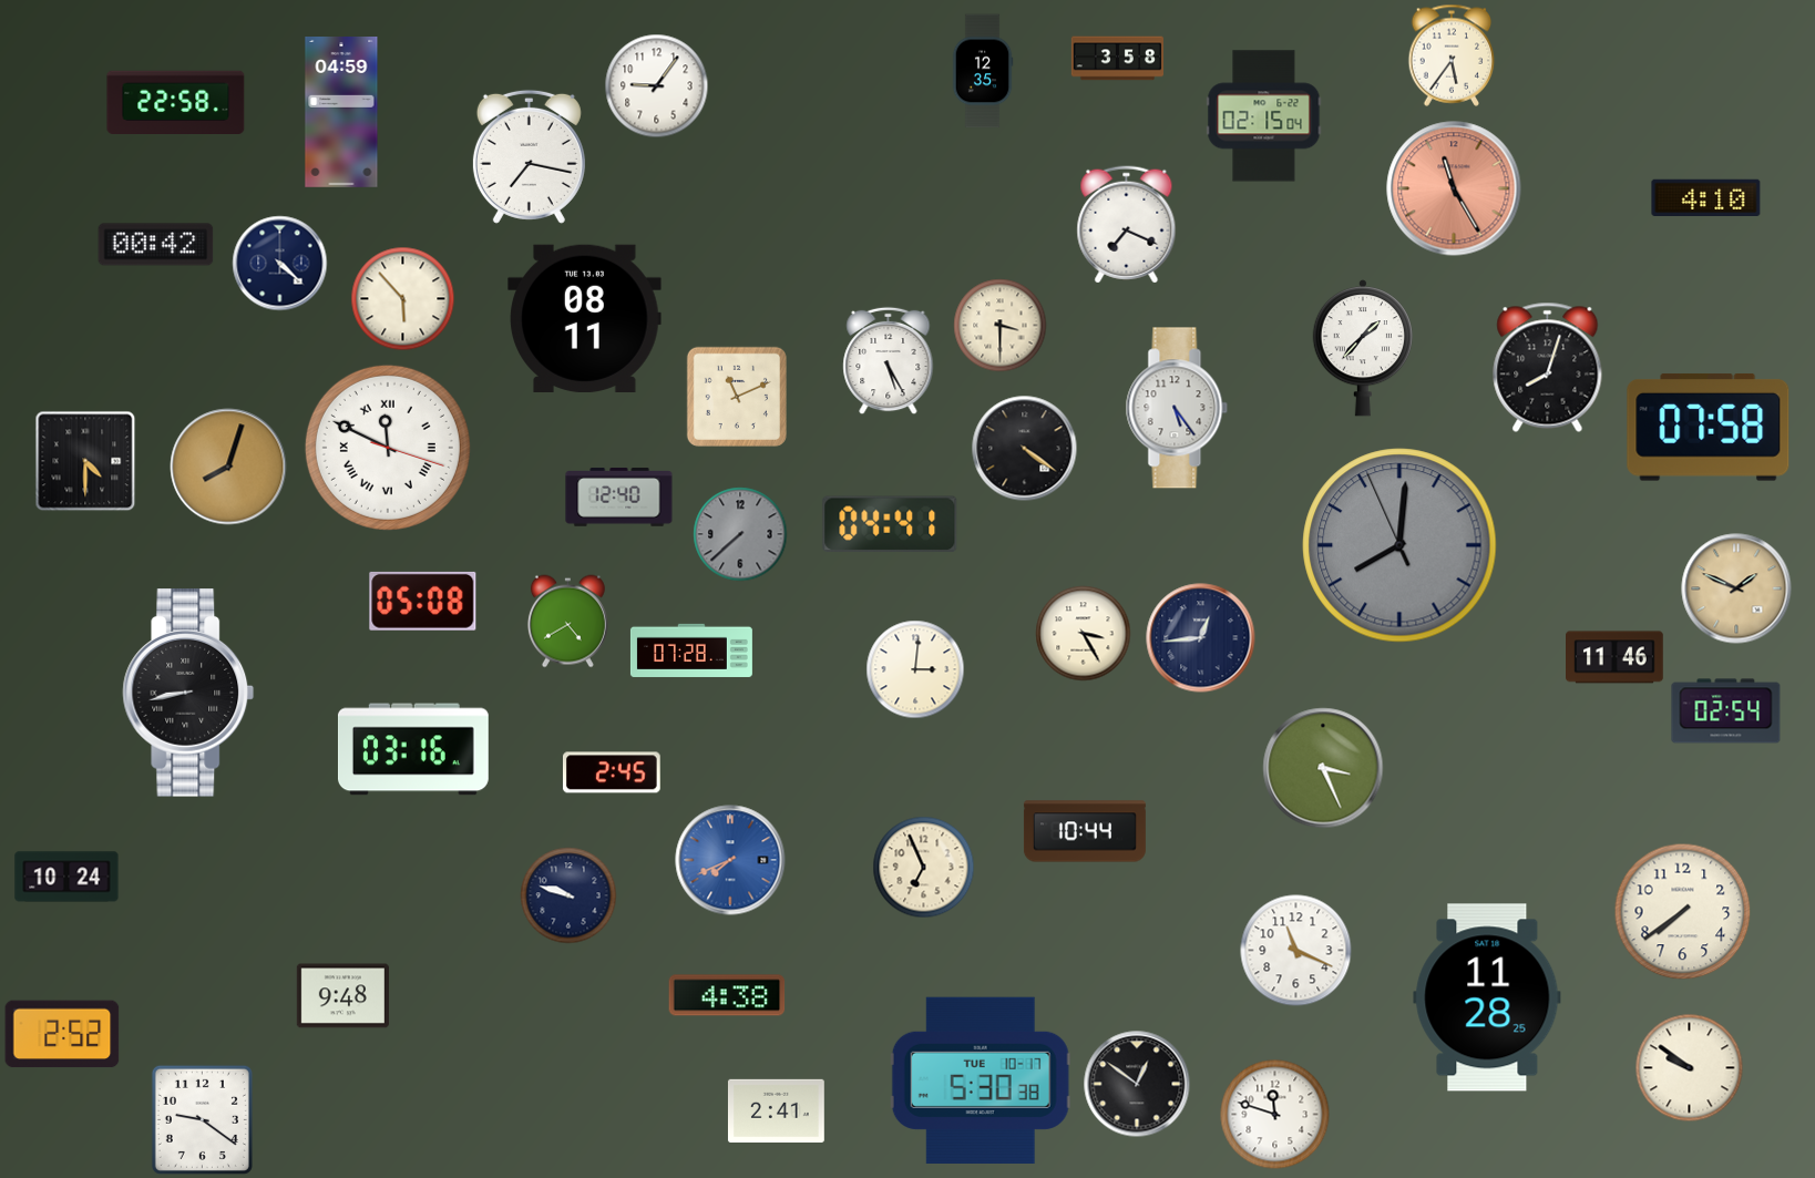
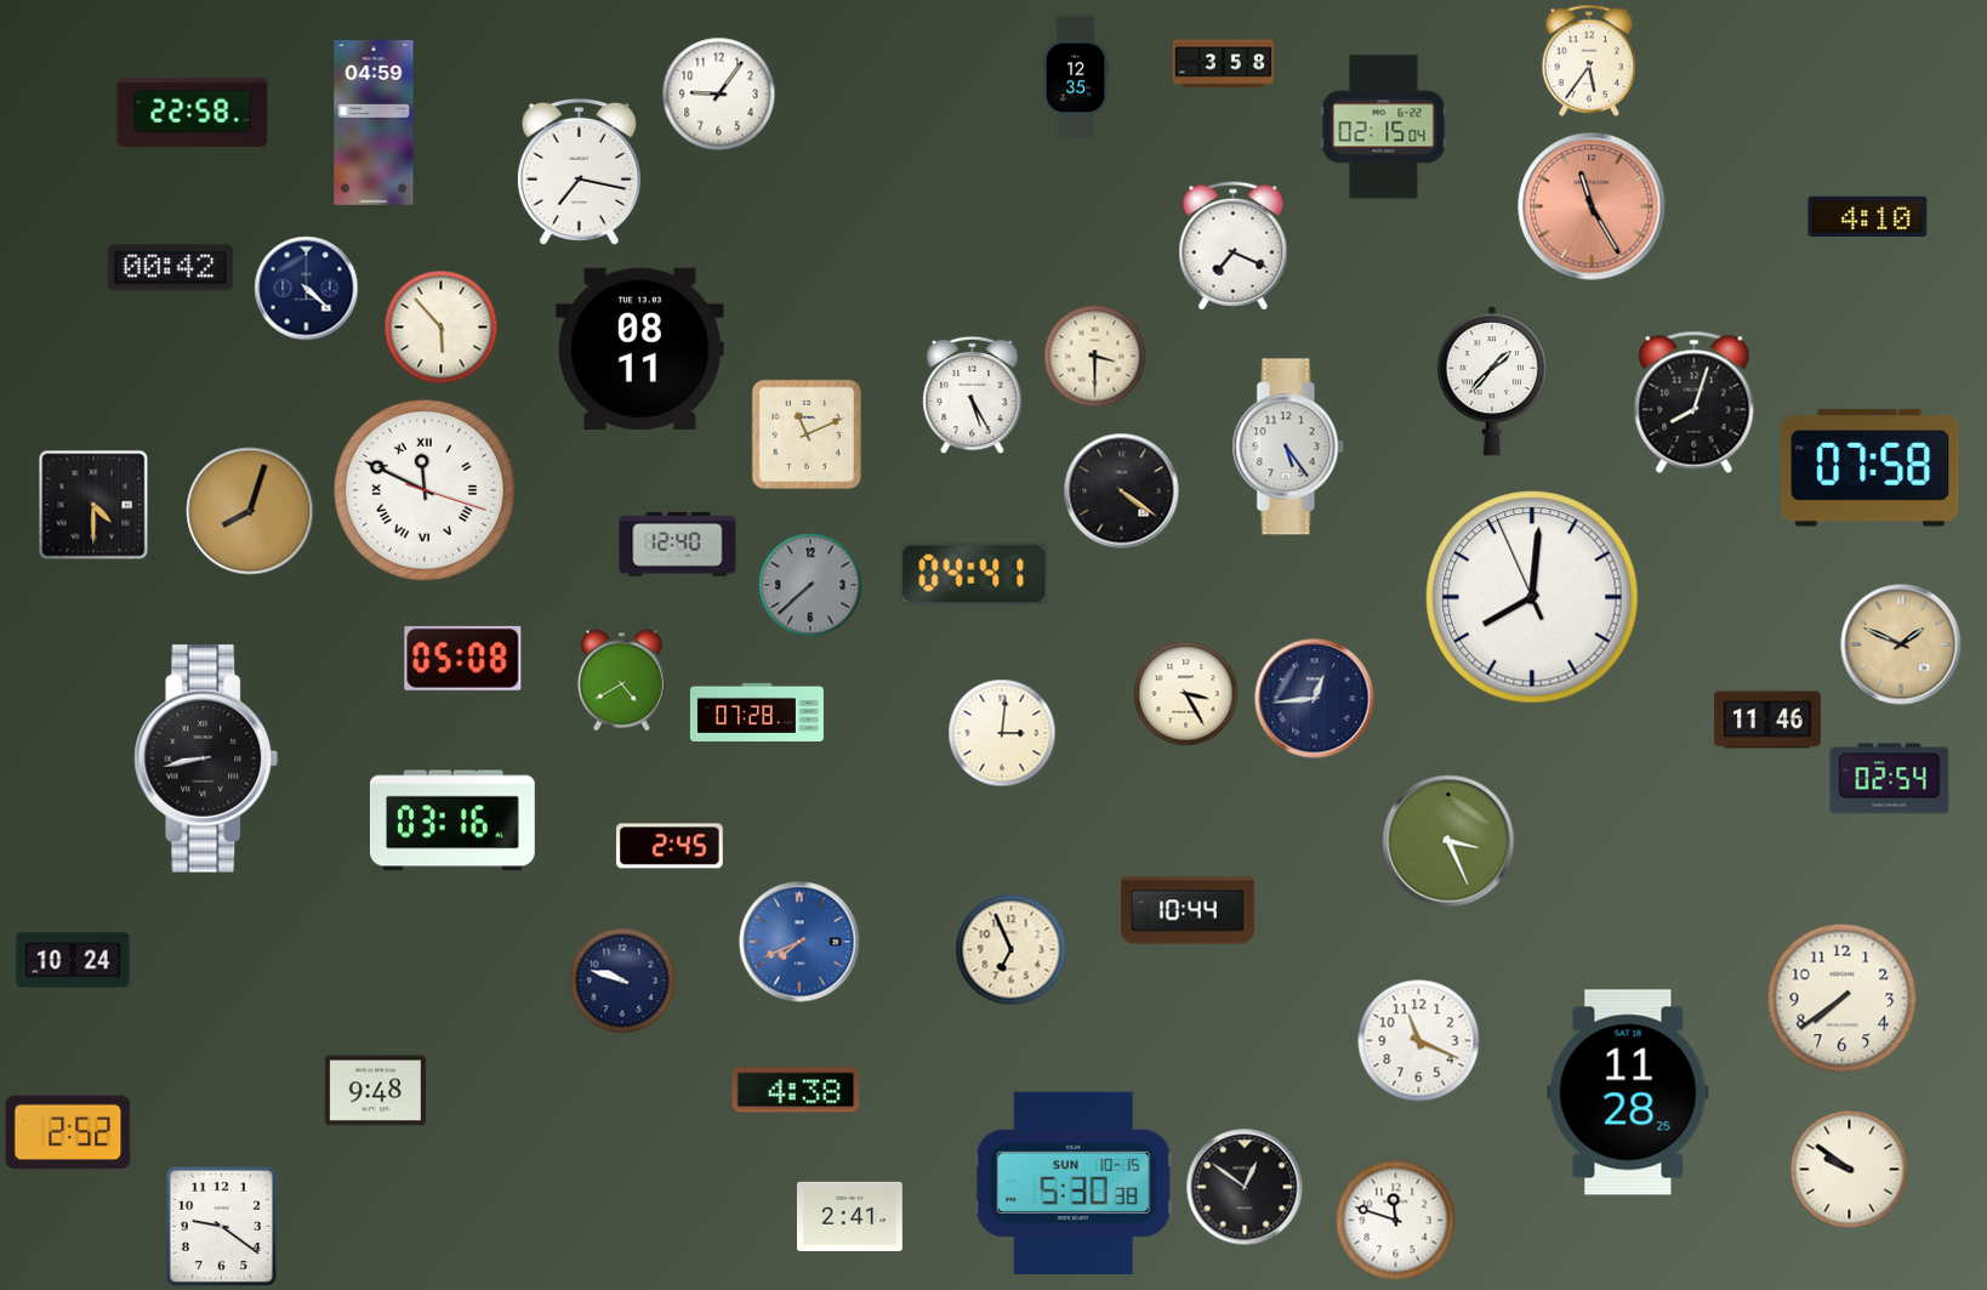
clock at (1399, 545) dial: grey -> white
clock at (981, 1079) date: TUE 10-17 -> SUN 10-15
